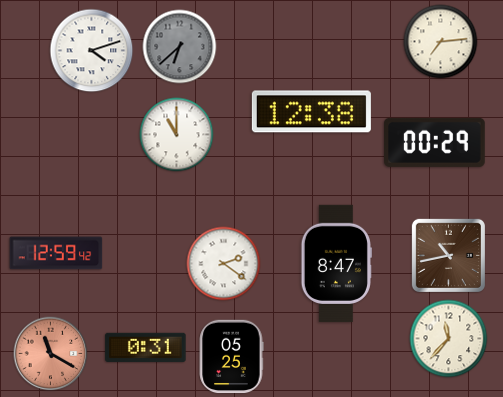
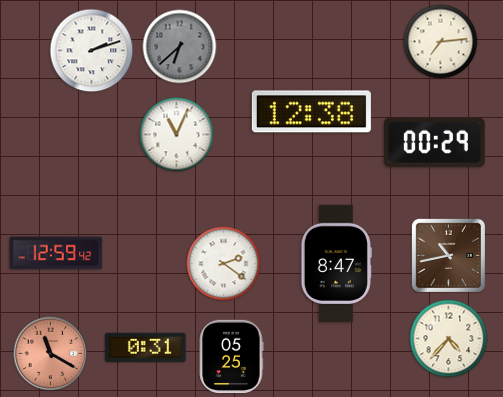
clock at (92, 51): 4:12 -> 2:12
clock at (177, 135): 11:00 -> 11:04
clock at (449, 339): 11:37 -> 4:37
